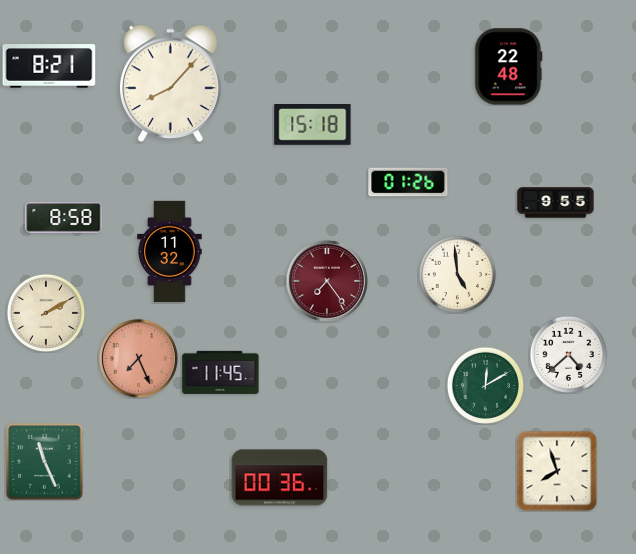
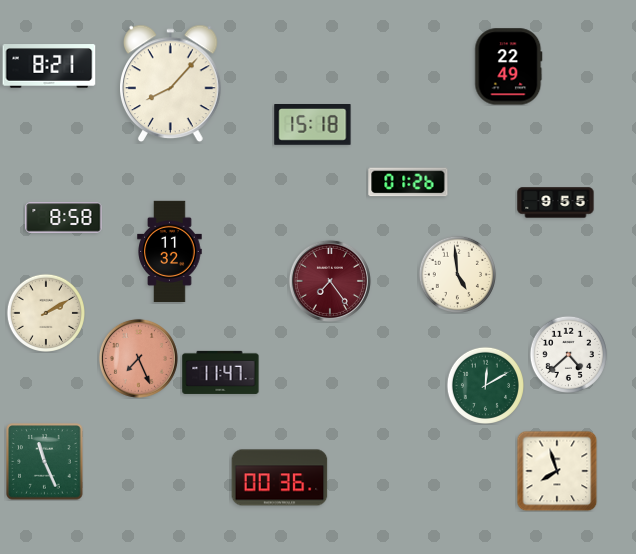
clock at (509, 67): 22:48 -> 22:49
clock at (327, 281) position: (327, 281) -> (330, 281)
clock at (221, 372): 11:45 -> 11:47
